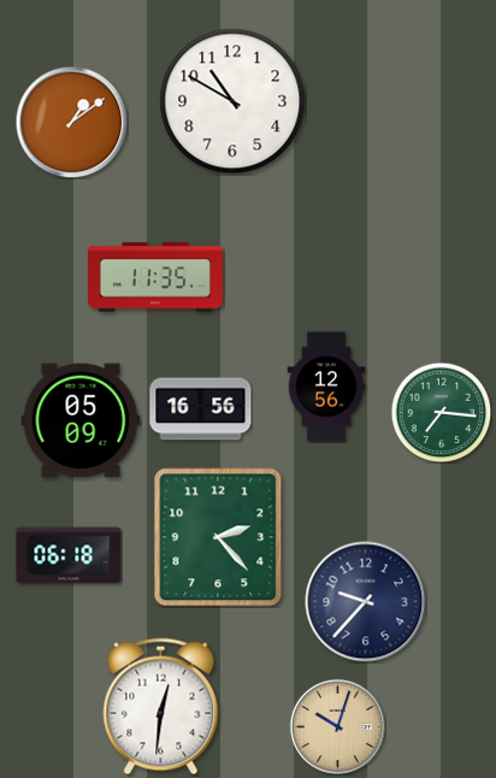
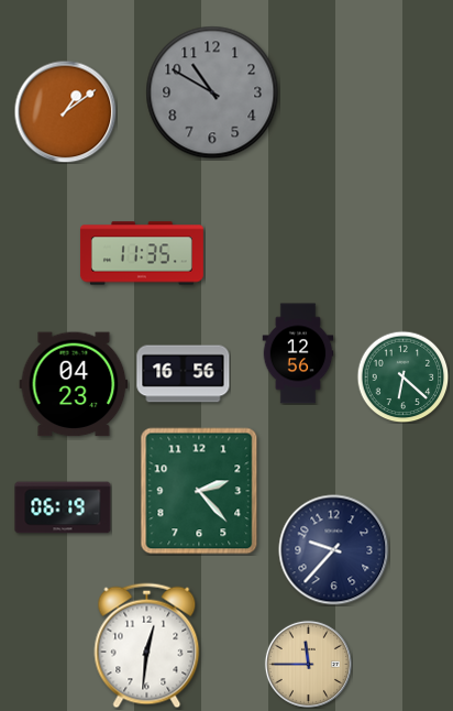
clock at (232, 101) dial: white -> grey
clock at (441, 412): 7:16 -> 6:22
clock at (81, 420): 05:09 -> 04:23
clock at (69, 555): 06:18 -> 06:19
clock at (337, 726): 10:03 -> 11:45
